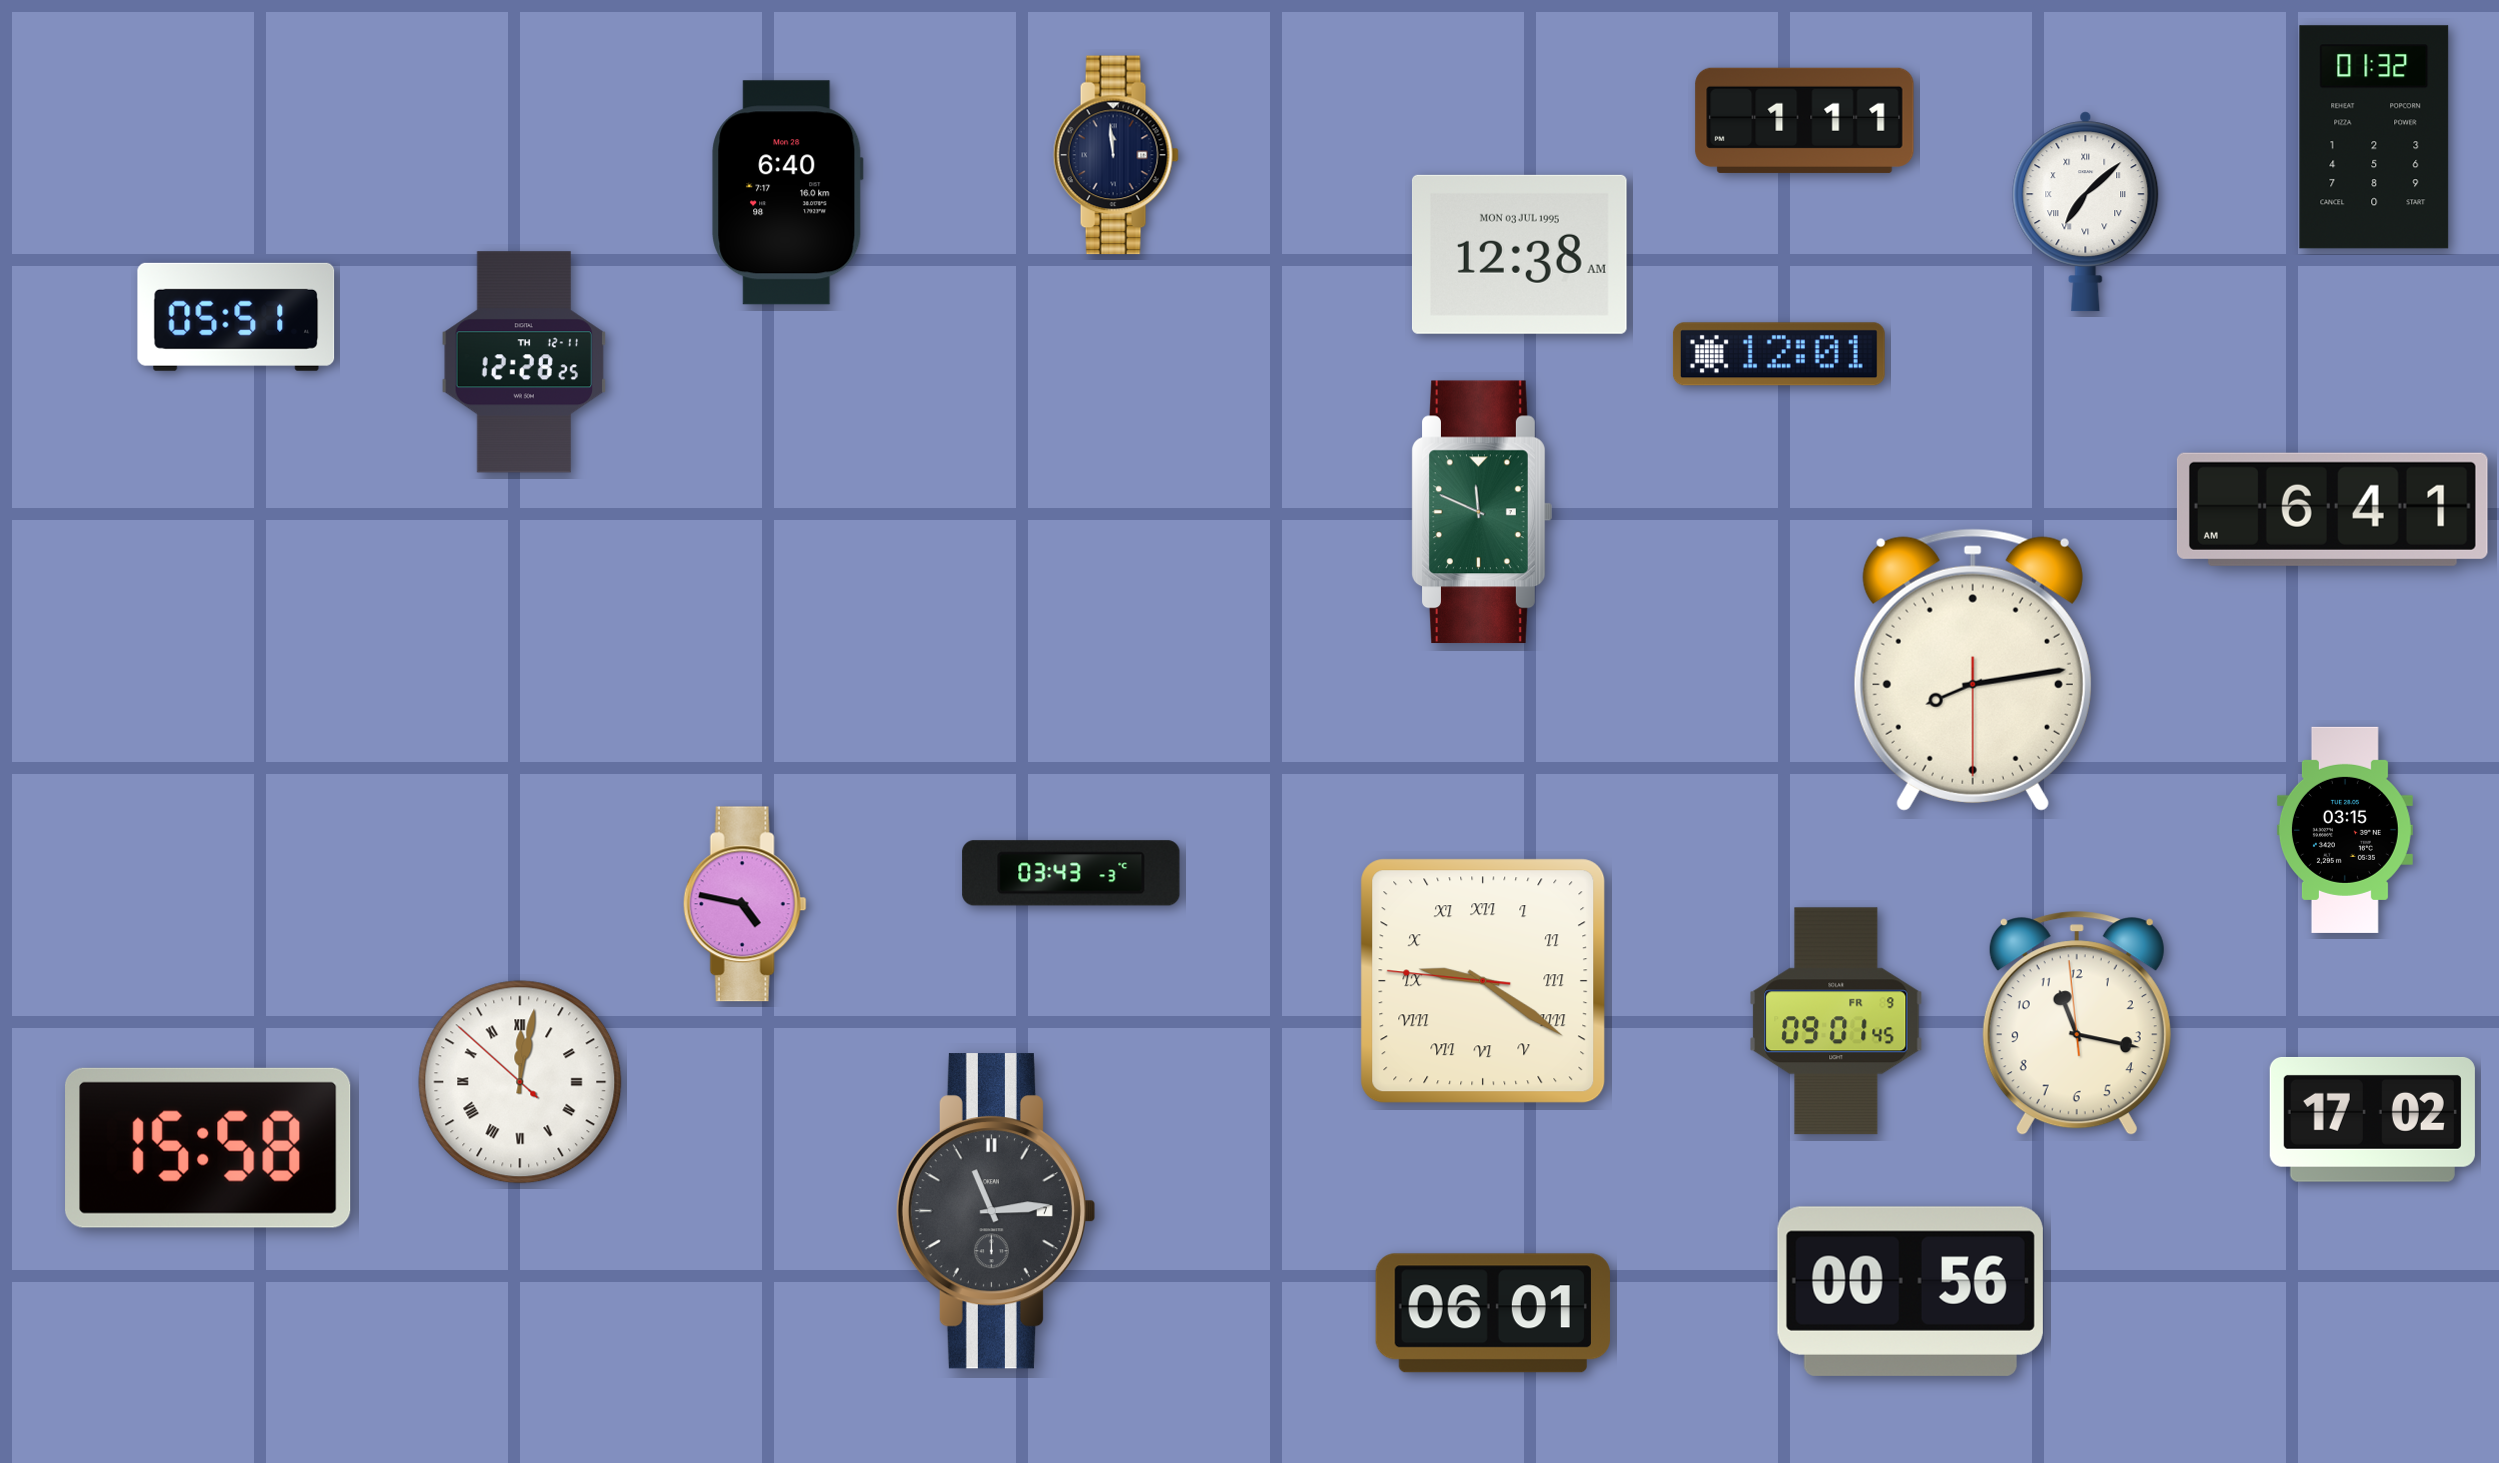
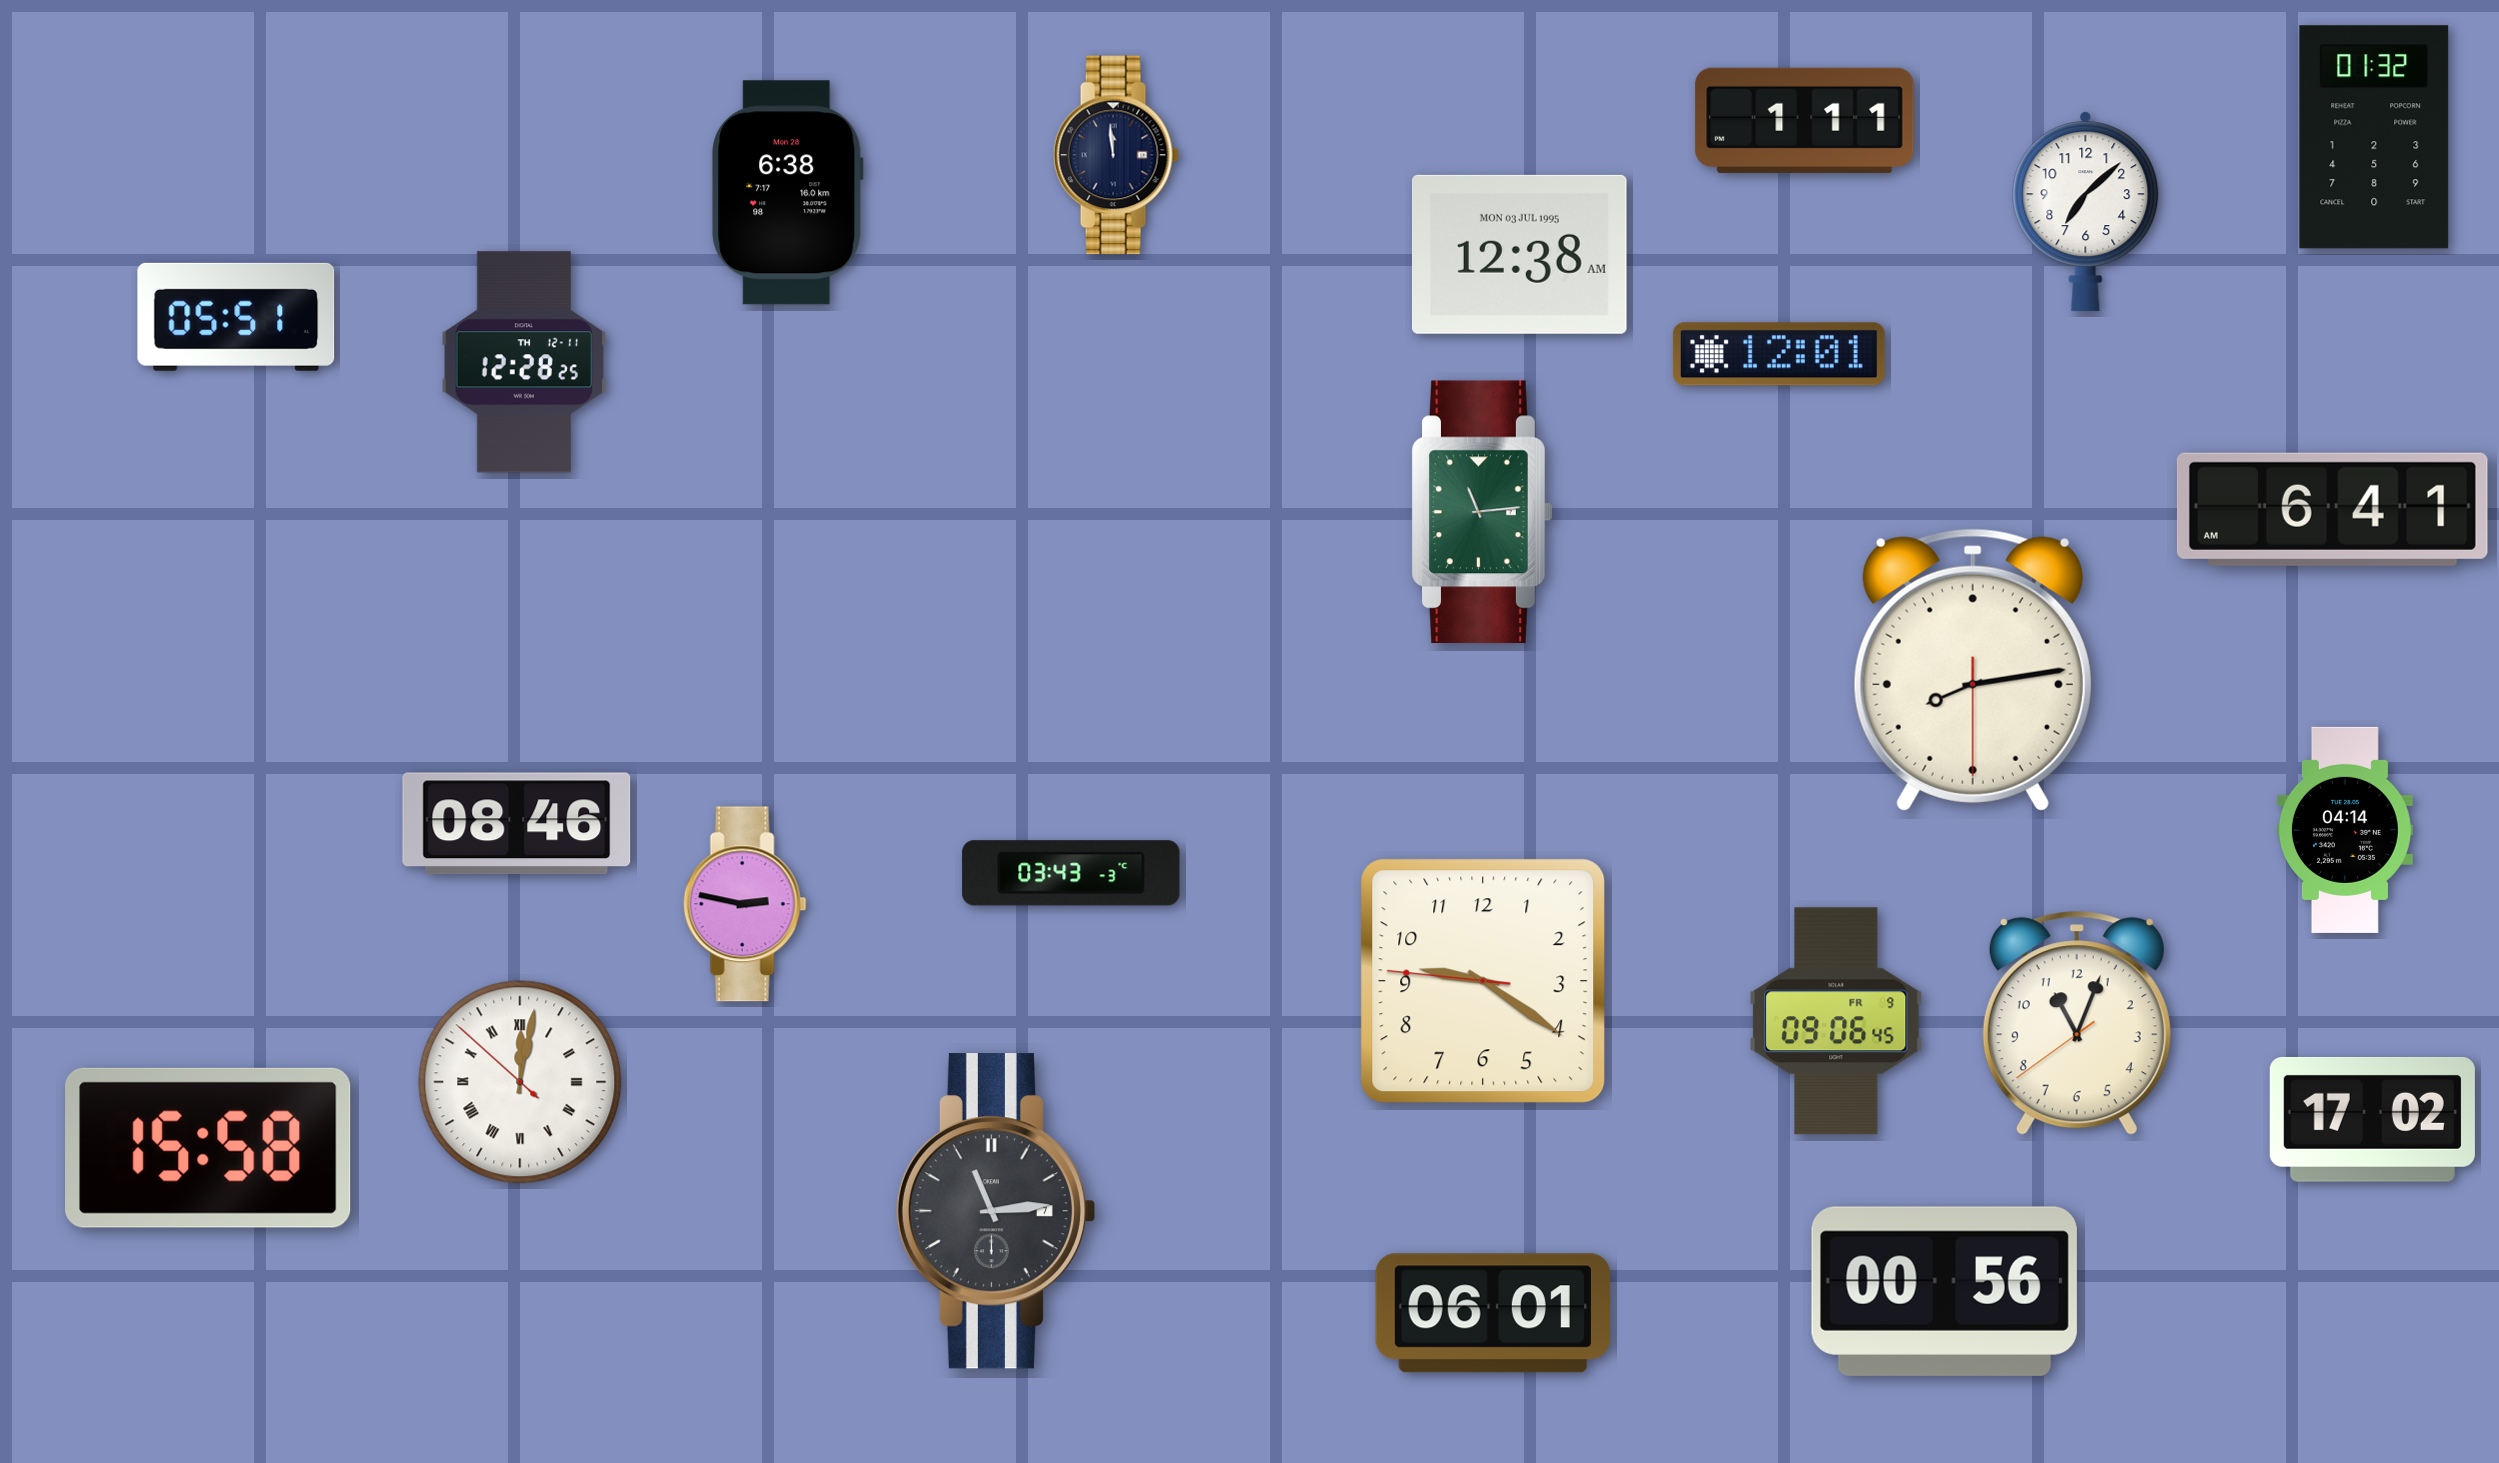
clock at (788, 193): 6:40 -> 6:38
clock at (2086, 212) numerals: Roman -> Arabic
clock at (1482, 512): 11:49 -> 11:14
clock at (517, 824): none -> 08:46
clock at (2345, 830): 03:15 -> 04:14
clock at (745, 904): 4:47 -> 2:47
clock at (1483, 981) numerals: Roman -> Arabic
clock at (1836, 1021): 09:01 -> 09:06
clock at (2077, 1024): 11:16 -> 11:03
clock at (1910, 1291) position: (1910, 1291) -> (1944, 1291)
